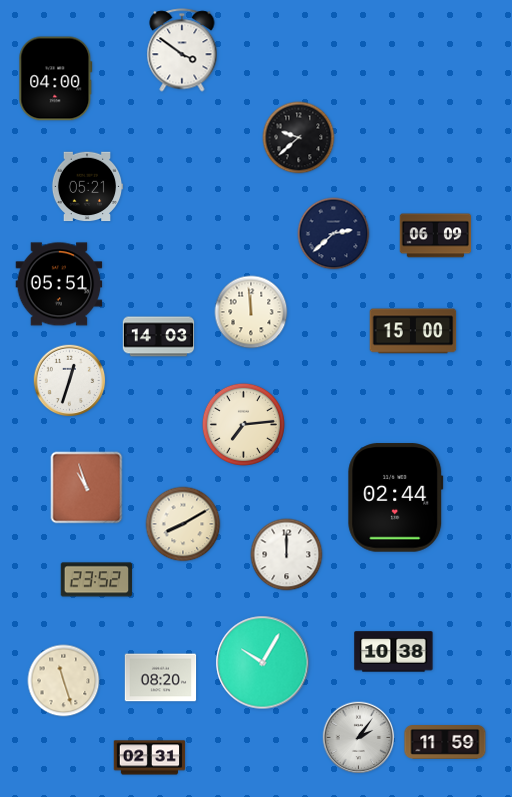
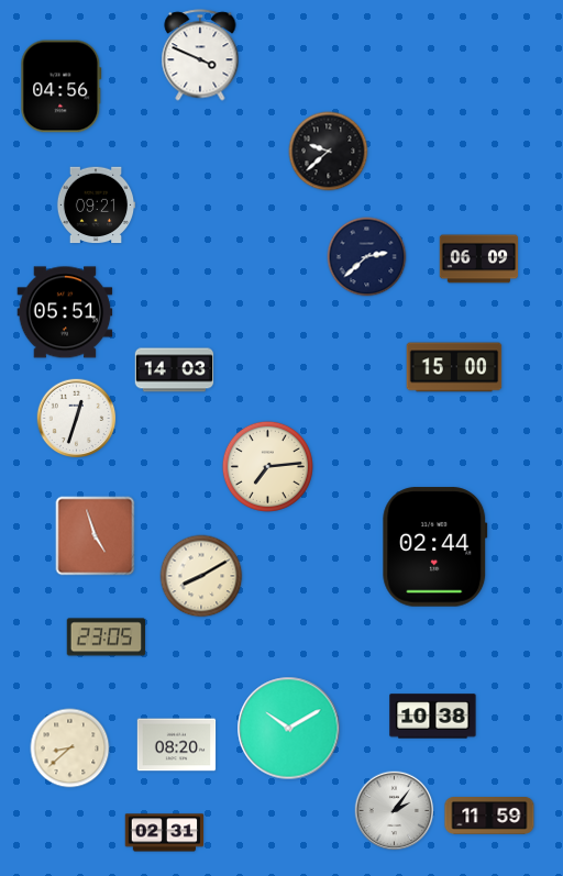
clock at (182, 50): 3:51 -> 3:49
clock at (56, 79): 04:00 -> 04:56
clock at (87, 187): 05:21 -> 09:21
clock at (251, 312): 11:59 -> none
clock at (413, 331) position: (413, 331) -> (454, 367)
clock at (87, 488): 10:57 -> 4:57
clock at (287, 555): 12:00 -> none
clock at (97, 580): 23:52 -> 23:05
clock at (263, 663): 10:05 -> 10:10
clock at (64, 681): 11:27 -> 8:38
